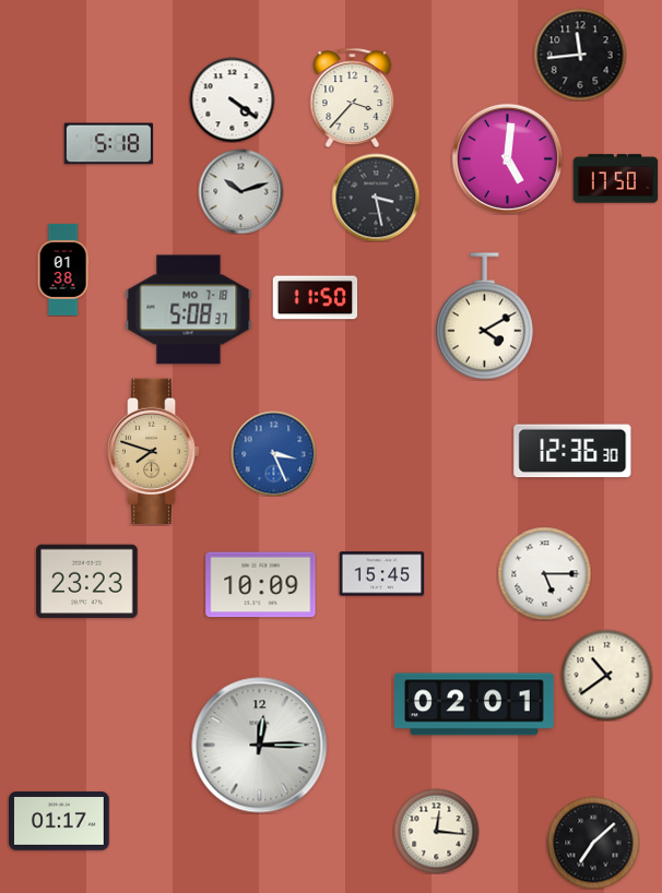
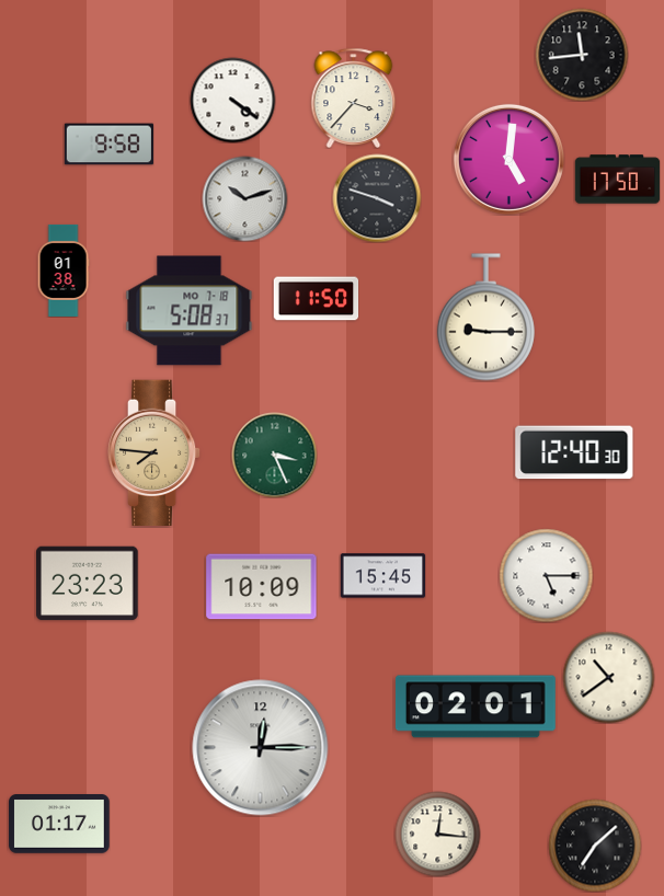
clock at (108, 144): 5:18 -> 9:58
clock at (240, 191) position: (240, 191) -> (244, 198)
clock at (376, 198): 3:28 -> 3:48
clock at (484, 317): 4:10 -> 9:15
clock at (154, 451): 7:48 -> 7:46
clock at (572, 451): 12:36 -> 12:40
clock at (273, 453) dial: blue -> green
